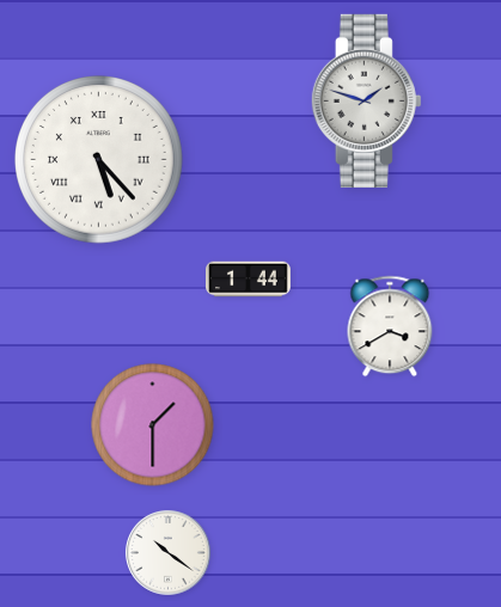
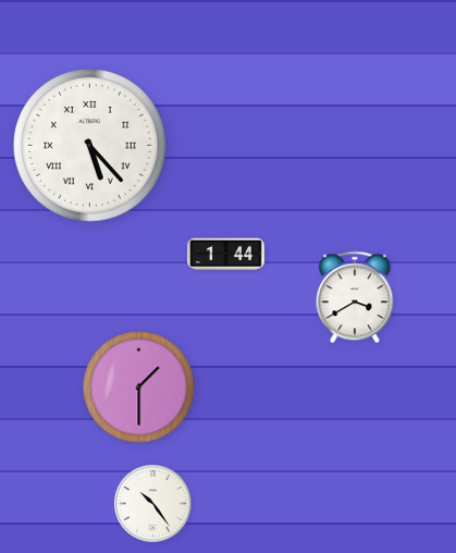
clock at (366, 100): 1:48 -> none
clock at (169, 553): 10:21 -> 10:24
